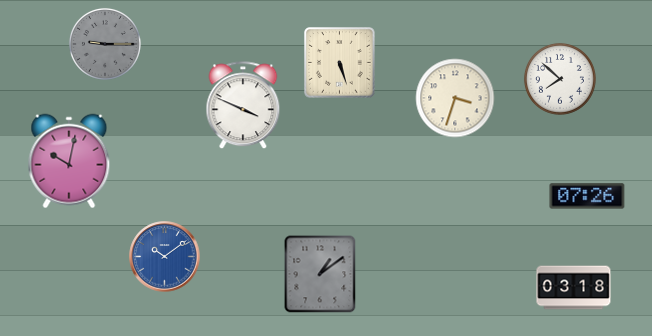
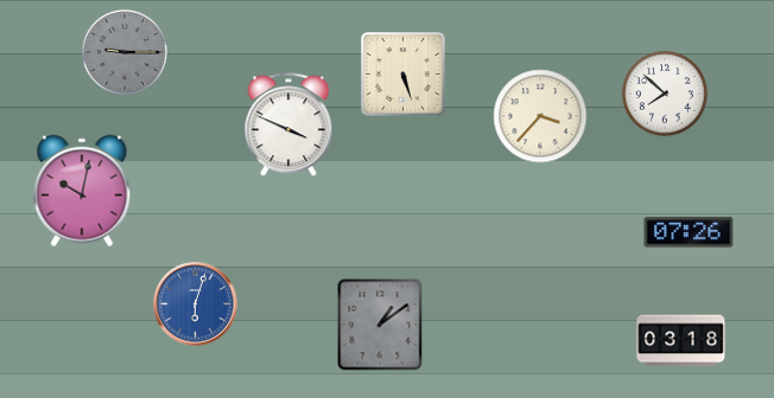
clock at (455, 98): 3:33 -> 3:37
clock at (587, 196) position: (587, 196) -> (689, 232)
clock at (165, 257): 10:09 -> 6:03
